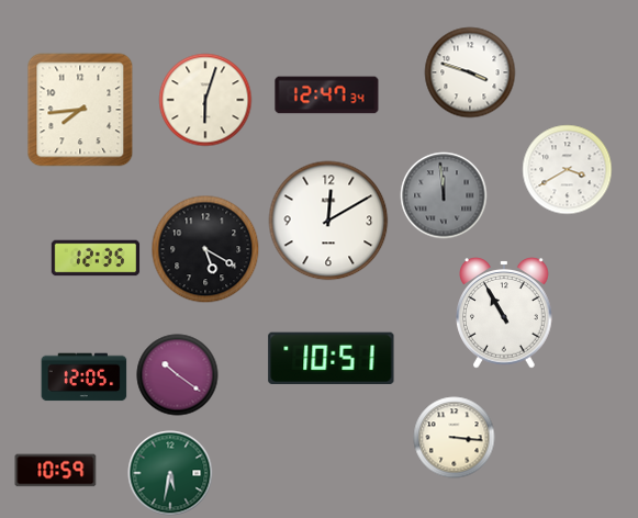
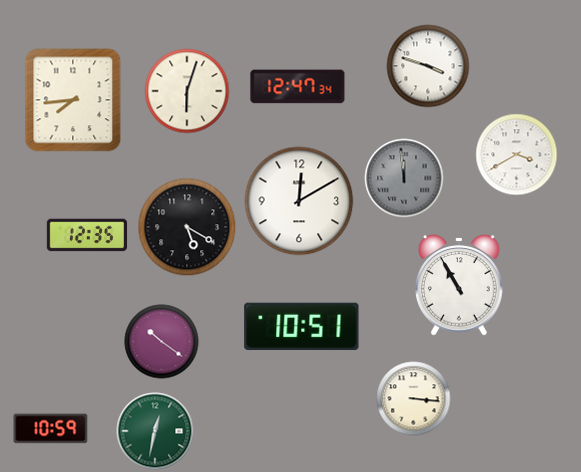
clock at (85, 378): 12:05 -> none
clock at (170, 473): 5:32 -> 12:32
